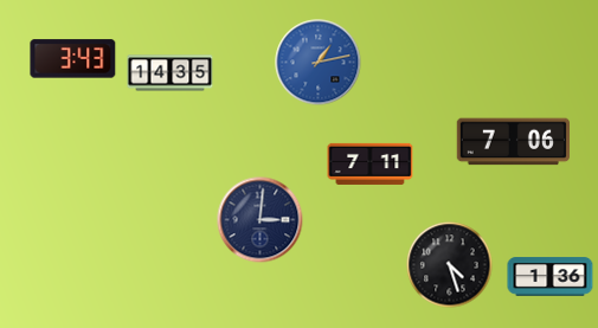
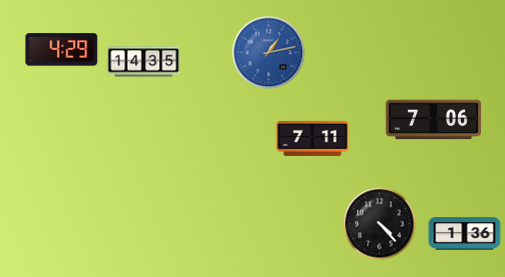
clock at (73, 59): 3:43 -> 4:29
clock at (261, 220): 3:01 -> none
clock at (450, 265): 4:27 -> 4:23
